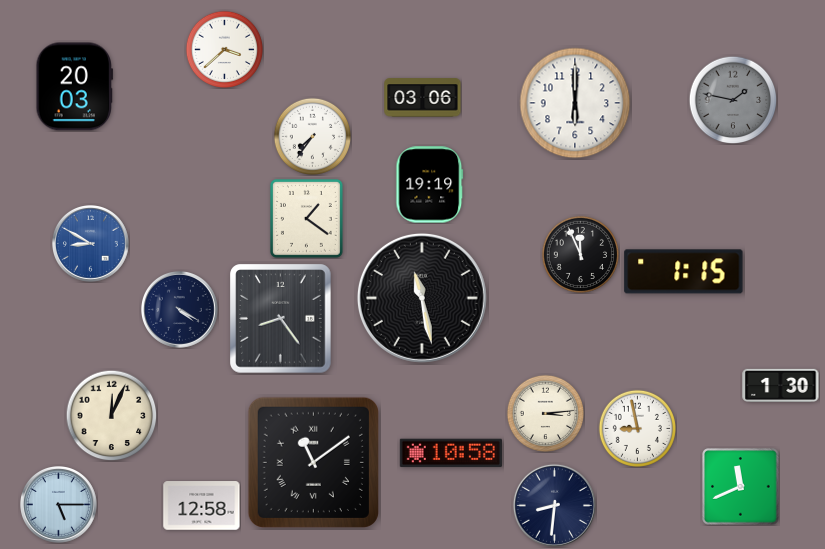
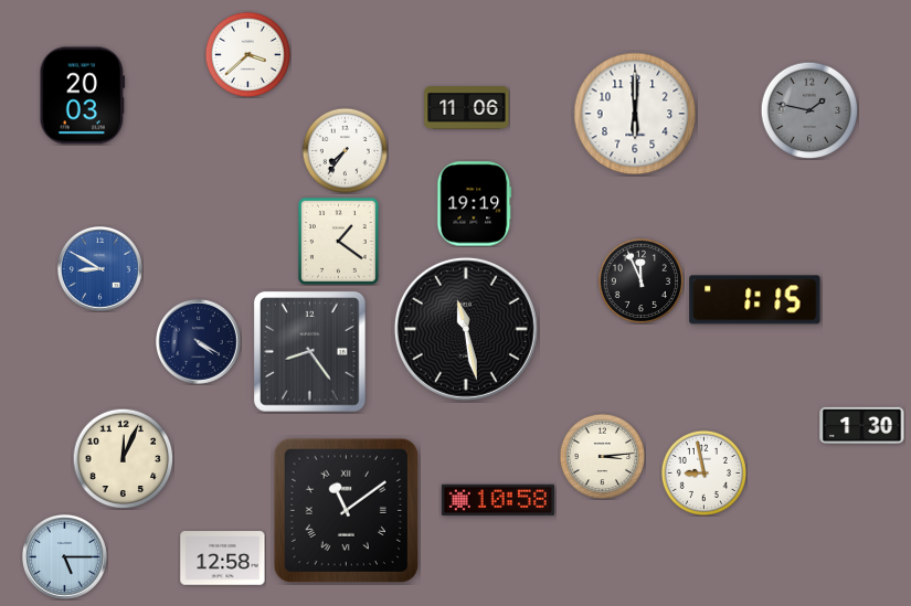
clock at (423, 98): 03:06 -> 11:06
clock at (741, 487): 11:41 -> none
clock at (554, 505): 8:31 -> none
